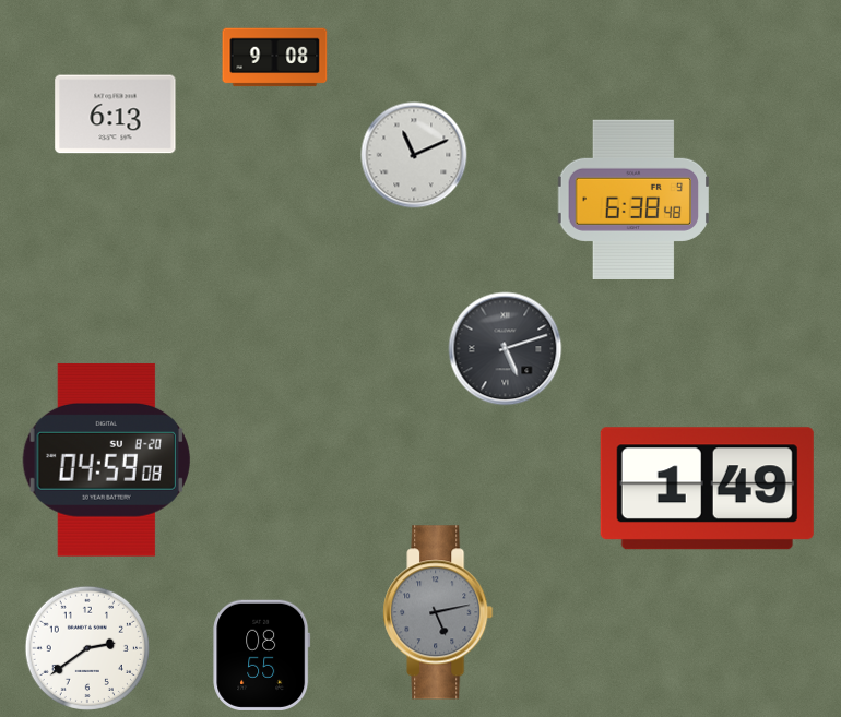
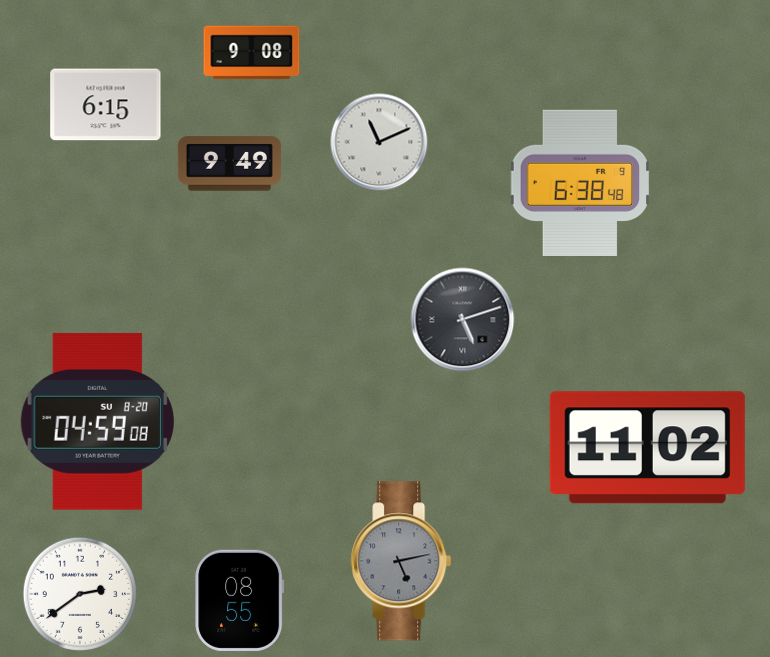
clock at (116, 115): 6:13 -> 6:15
clock at (229, 164): none -> 9:49
clock at (707, 489): 1:49 -> 11:02
